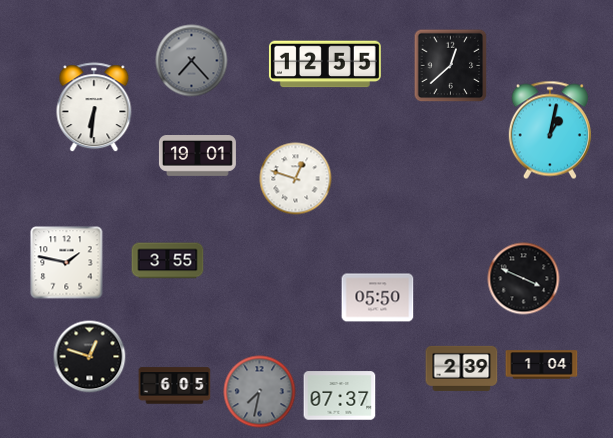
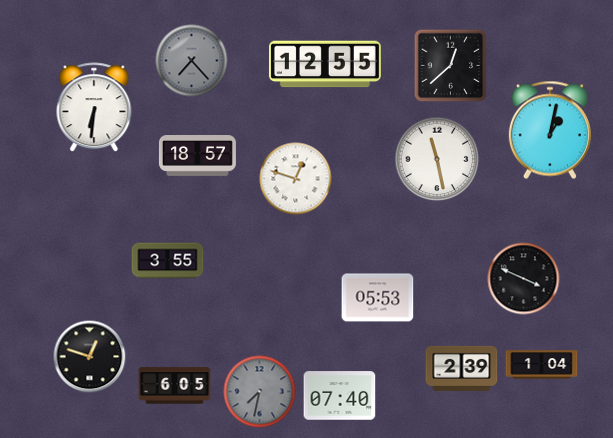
clock at (197, 156): 19:01 -> 18:57
clock at (437, 159): none -> 11:28
clock at (67, 263): 1:47 -> none
clock at (378, 298): 05:50 -> 05:53
clock at (340, 396): 07:37 -> 07:40
